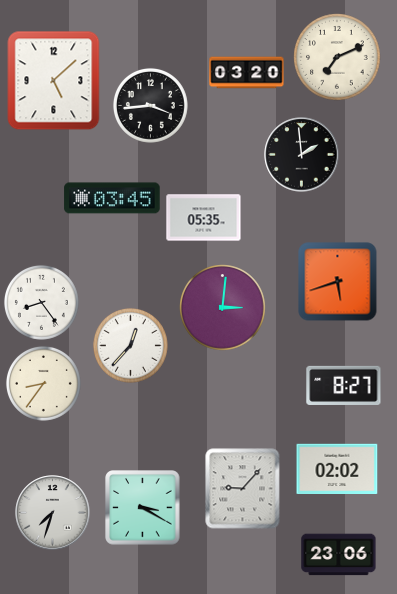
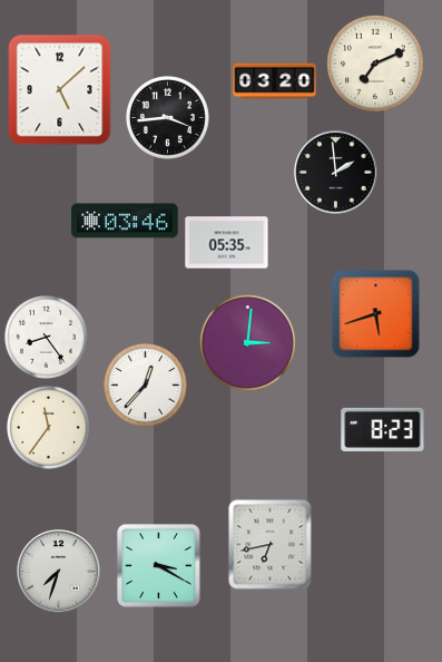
clock at (112, 198): 03:45 -> 03:46
clock at (43, 383): 8:36 -> 11:36
clock at (344, 385): 8:27 -> 8:23
clock at (337, 468): 02:02 -> none
clock at (243, 489): 9:07 -> 6:43
clock at (339, 555): 23:06 -> none
